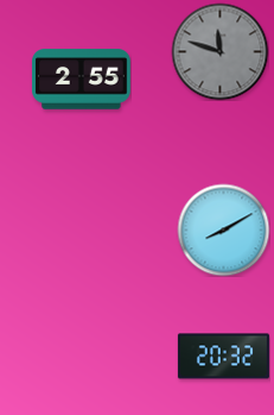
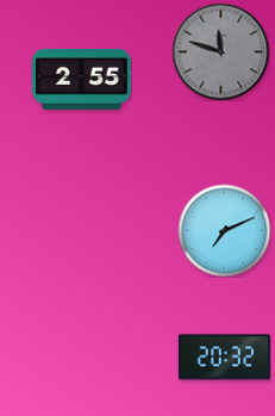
clock at (223, 229): 8:10 -> 7:11
